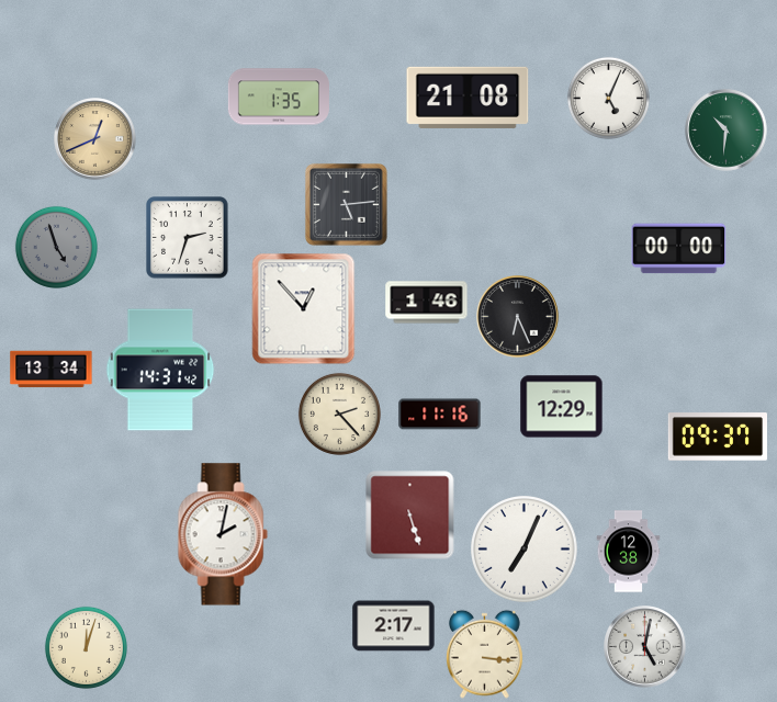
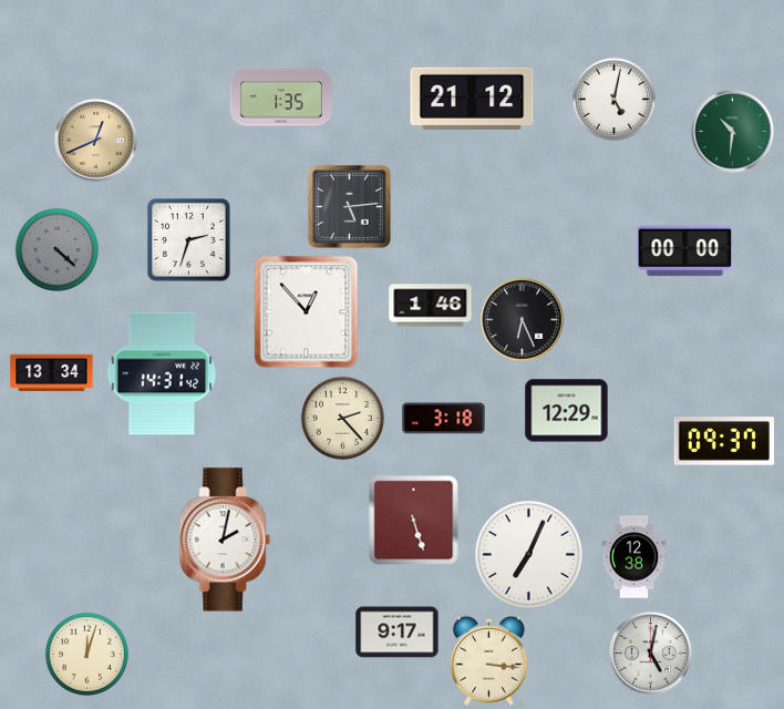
clock at (468, 98): 21:08 -> 21:12
clock at (608, 98): 5:04 -> 5:02
clock at (56, 247): 4:57 -> 4:22
clock at (440, 415): 11:16 -> 3:18
clock at (394, 626): 2:17 -> 9:17
